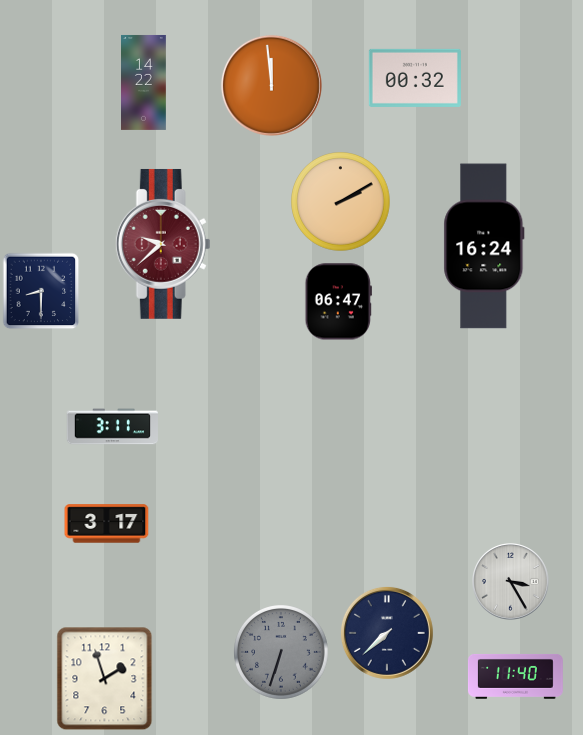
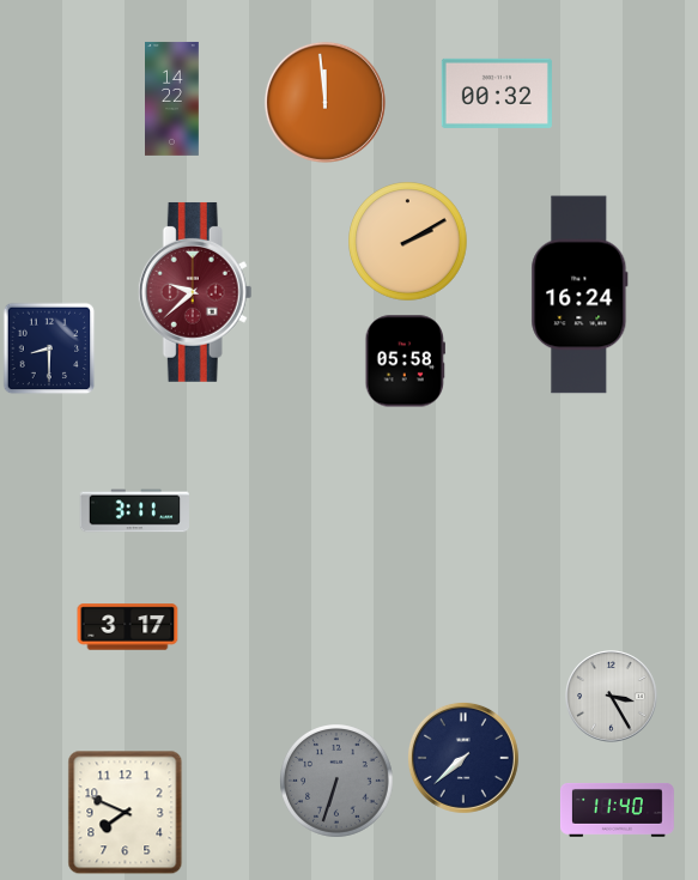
clock at (338, 302): 06:47 -> 05:58
clock at (105, 679): 1:57 -> 7:49
